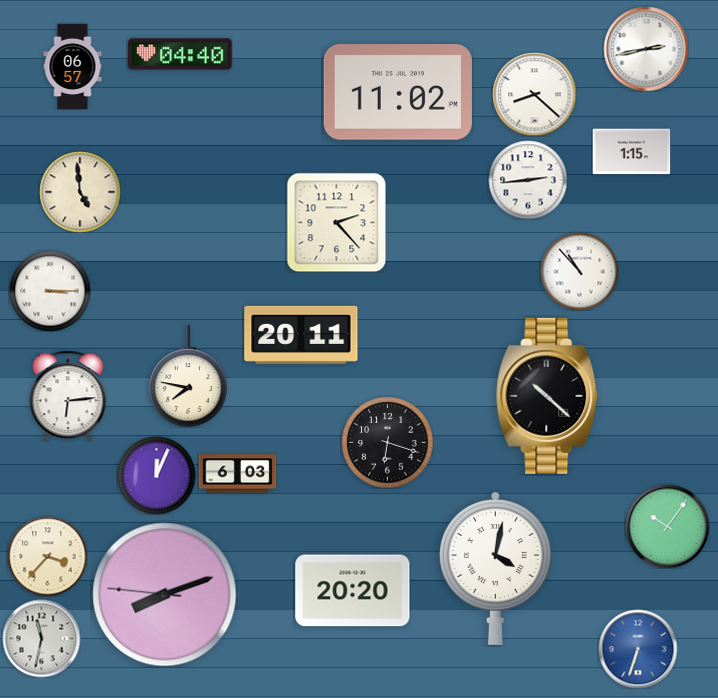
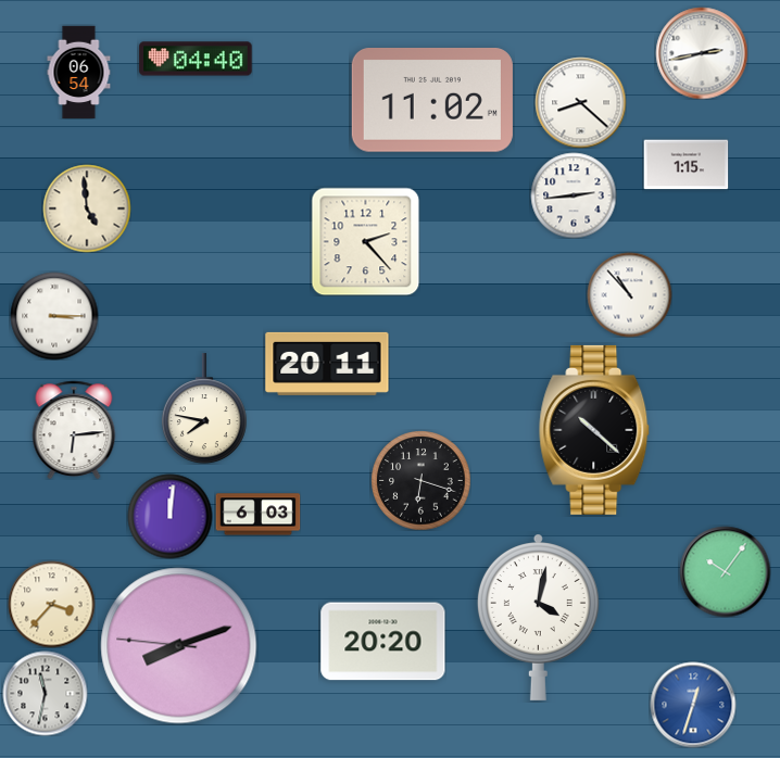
clock at (73, 66): 06:57 -> 06:54
clock at (156, 475): 12:04 -> 12:01
clock at (638, 649): 6:33 -> 12:33
